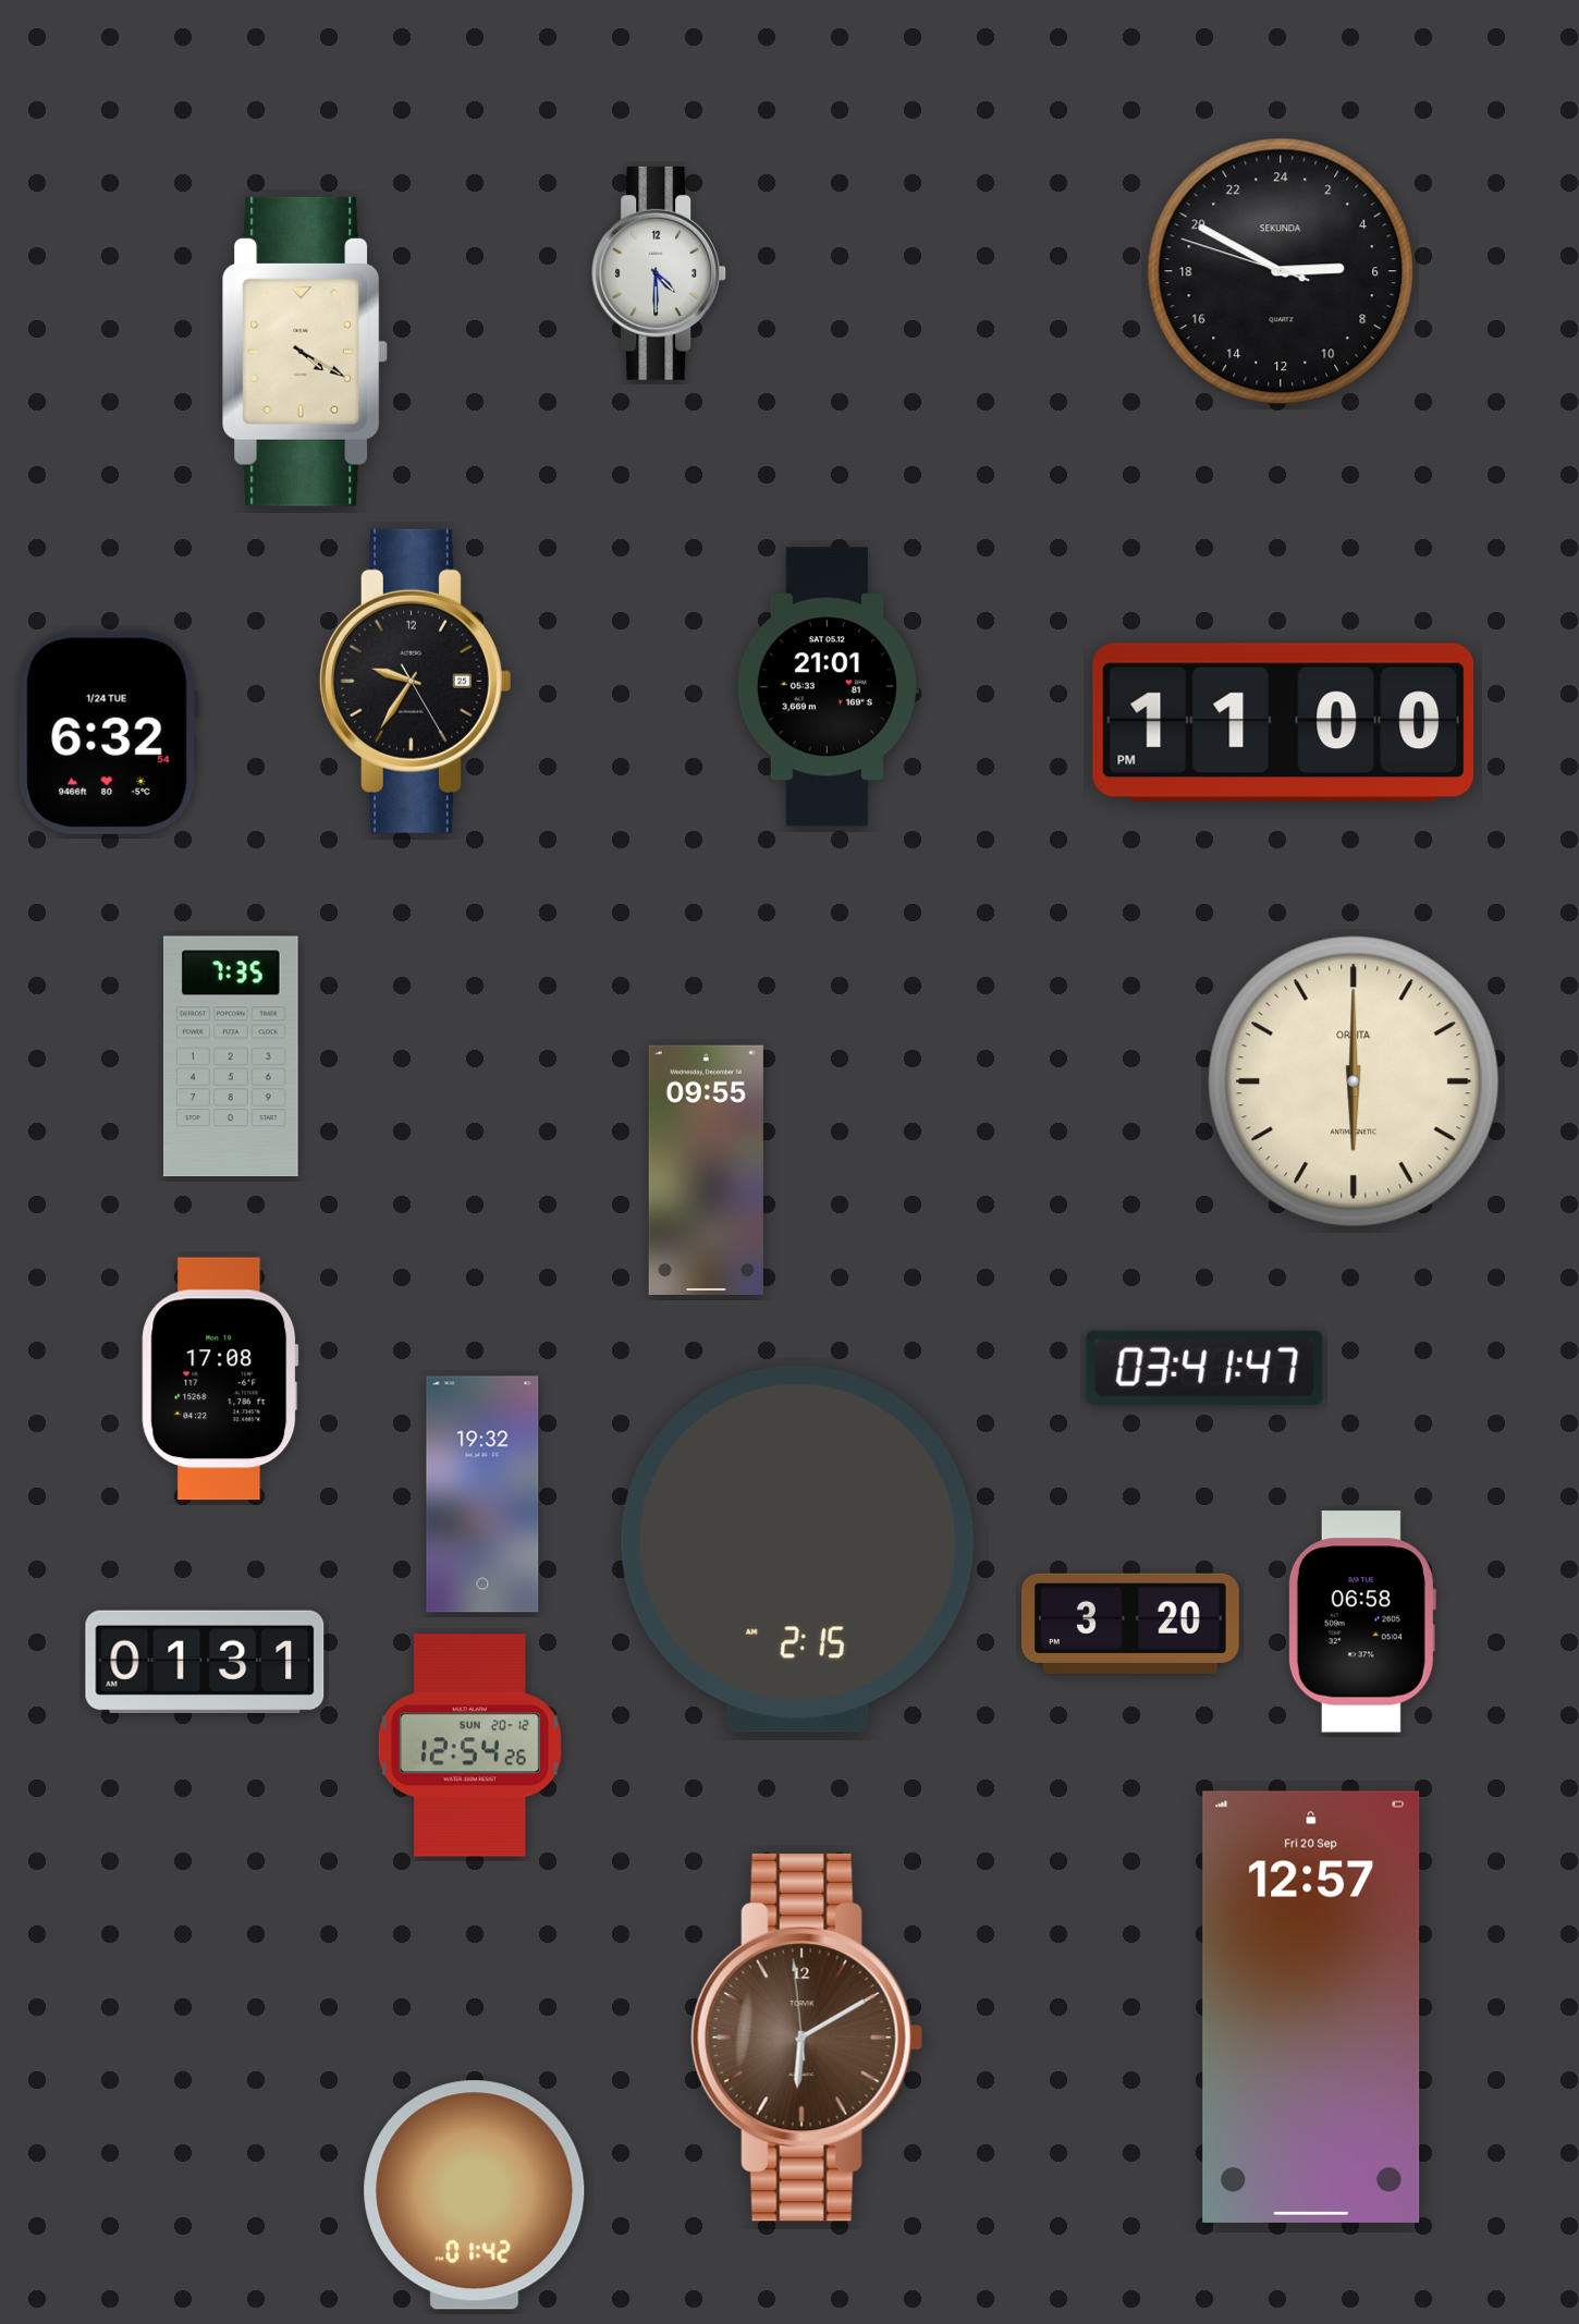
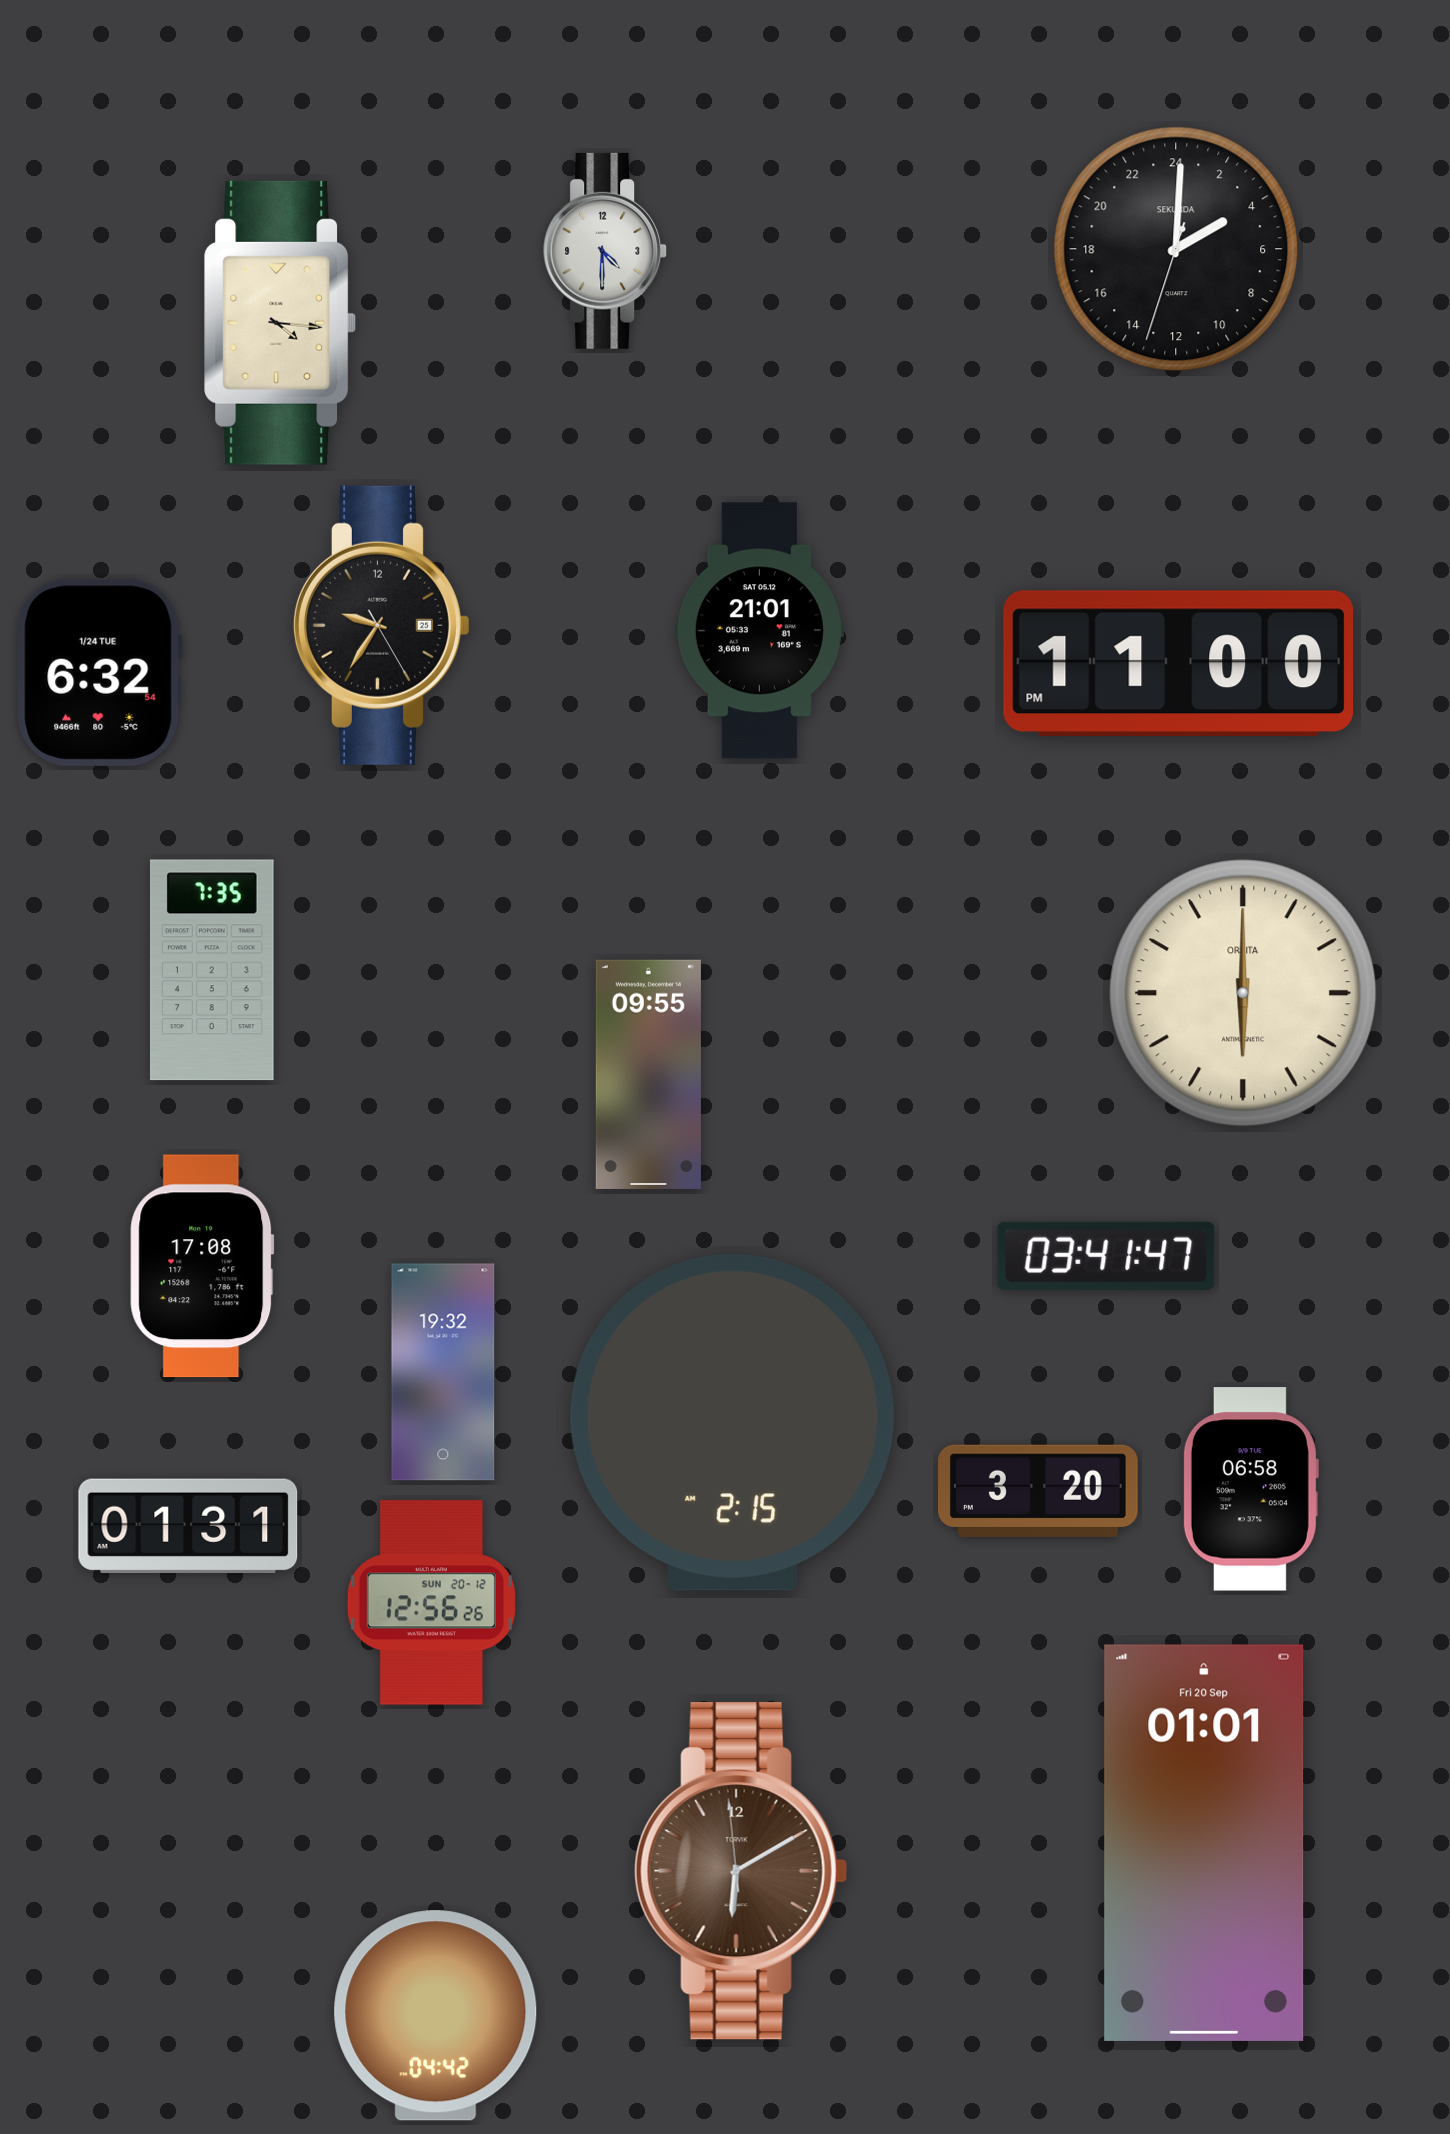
clock at (1281, 271): 5:49 -> 4:00
clock at (305, 352): 4:20 -> 4:16
clock at (469, 1746): 12:54 -> 12:56
clock at (1311, 2007): 12:57 -> 01:01
clock at (475, 2195): 01:42 -> 04:42
